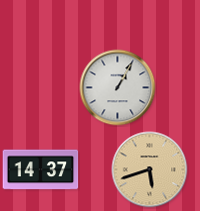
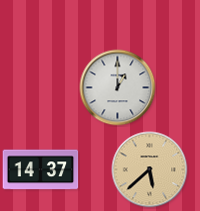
clock at (118, 88): 1:05 -> 1:00
clock at (150, 170): 5:42 -> 5:38
